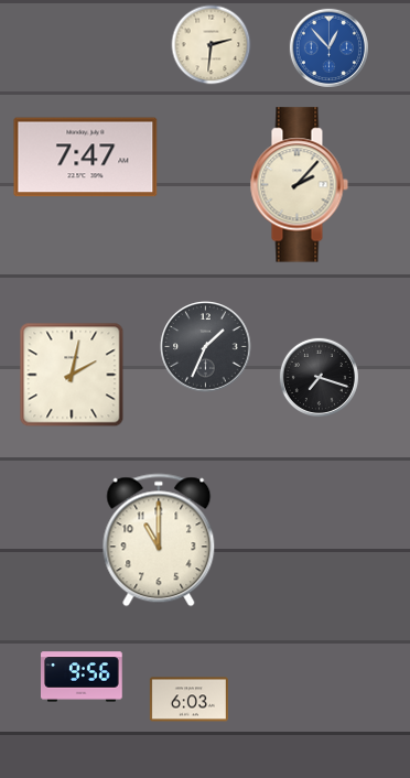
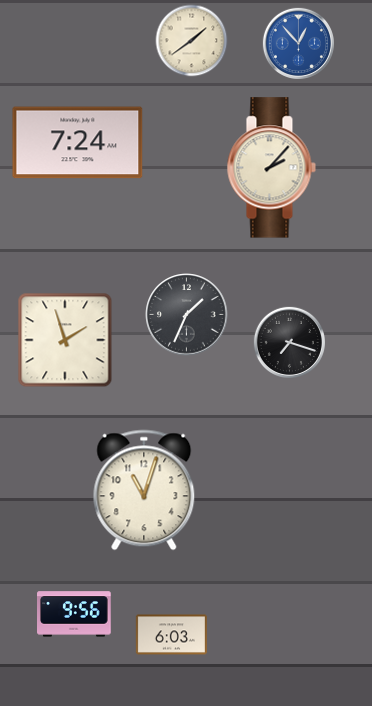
clock at (212, 45): 2:31 -> 1:39
clock at (86, 158): 7:47 -> 7:24
clock at (72, 375): 2:02 -> 1:57
clock at (159, 540): 11:00 -> 11:03
